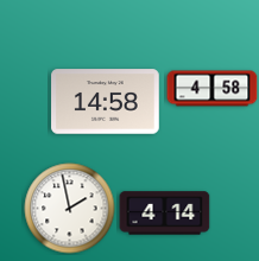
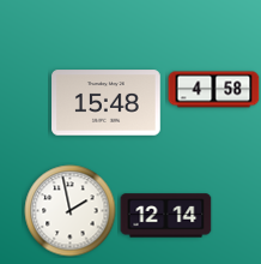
clock at (106, 102): 14:58 -> 15:48
clock at (165, 214): 4:14 -> 12:14
